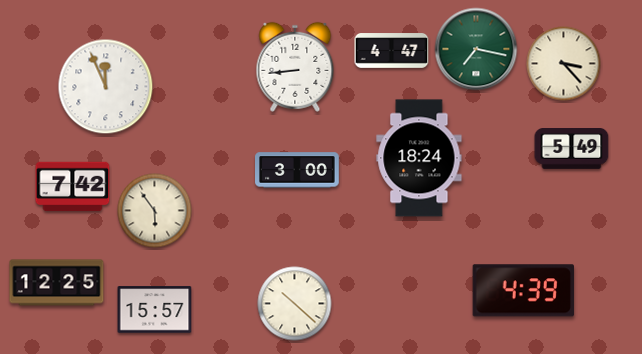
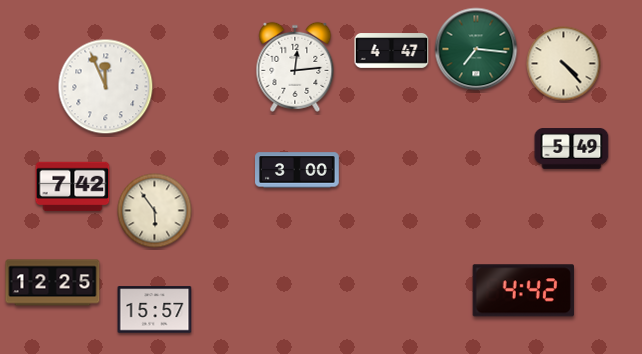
clock at (476, 49): 7:17 -> 7:16
clock at (564, 64): 3:23 -> 4:23
clock at (295, 67): 8:44 -> 12:14
clock at (419, 158): 18:24 -> none
clock at (57, 283) position: (57, 283) -> (53, 283)
clock at (523, 291): 4:39 -> 4:42
clock at (295, 304): 10:22 -> none
